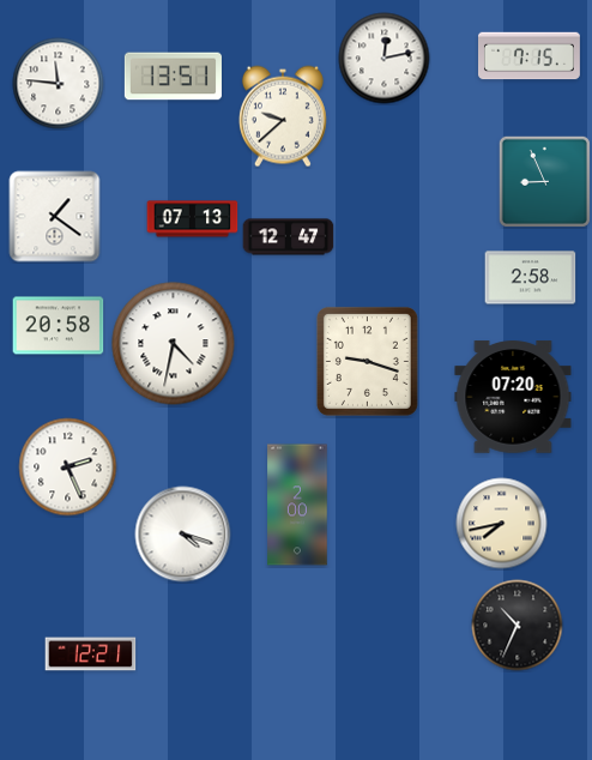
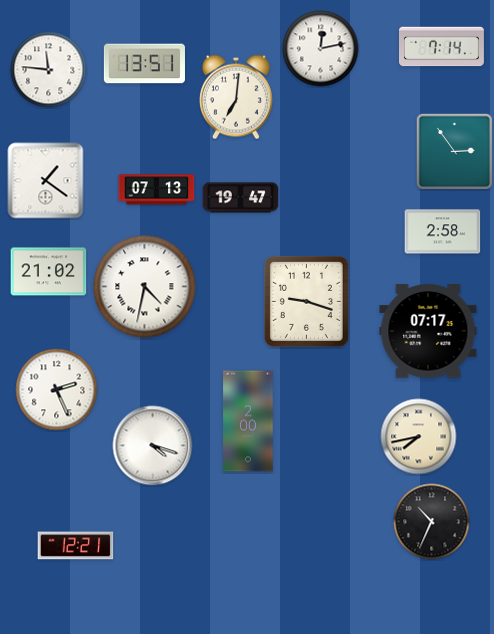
clock at (530, 56): 7:15 -> 7:14
clock at (283, 116): 9:38 -> 7:01
clock at (544, 181): 8:56 -> 2:54
clock at (193, 219) position: (193, 219) -> (157, 190)
clock at (289, 237): 12:47 -> 19:47
clock at (59, 326): 20:58 -> 21:02
clock at (513, 397): 07:20 -> 07:17
